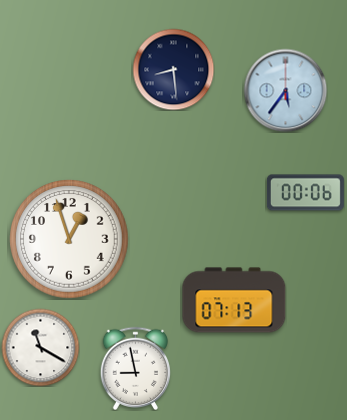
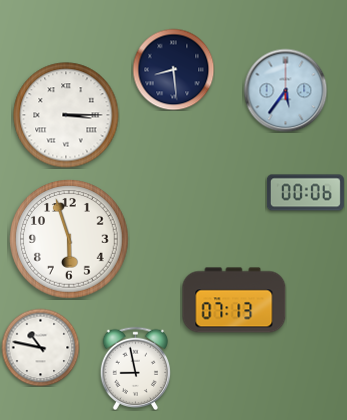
clock at (66, 115): none -> 3:15
clock at (69, 239): 12:57 -> 5:57
clock at (40, 347): 11:20 -> 10:47
